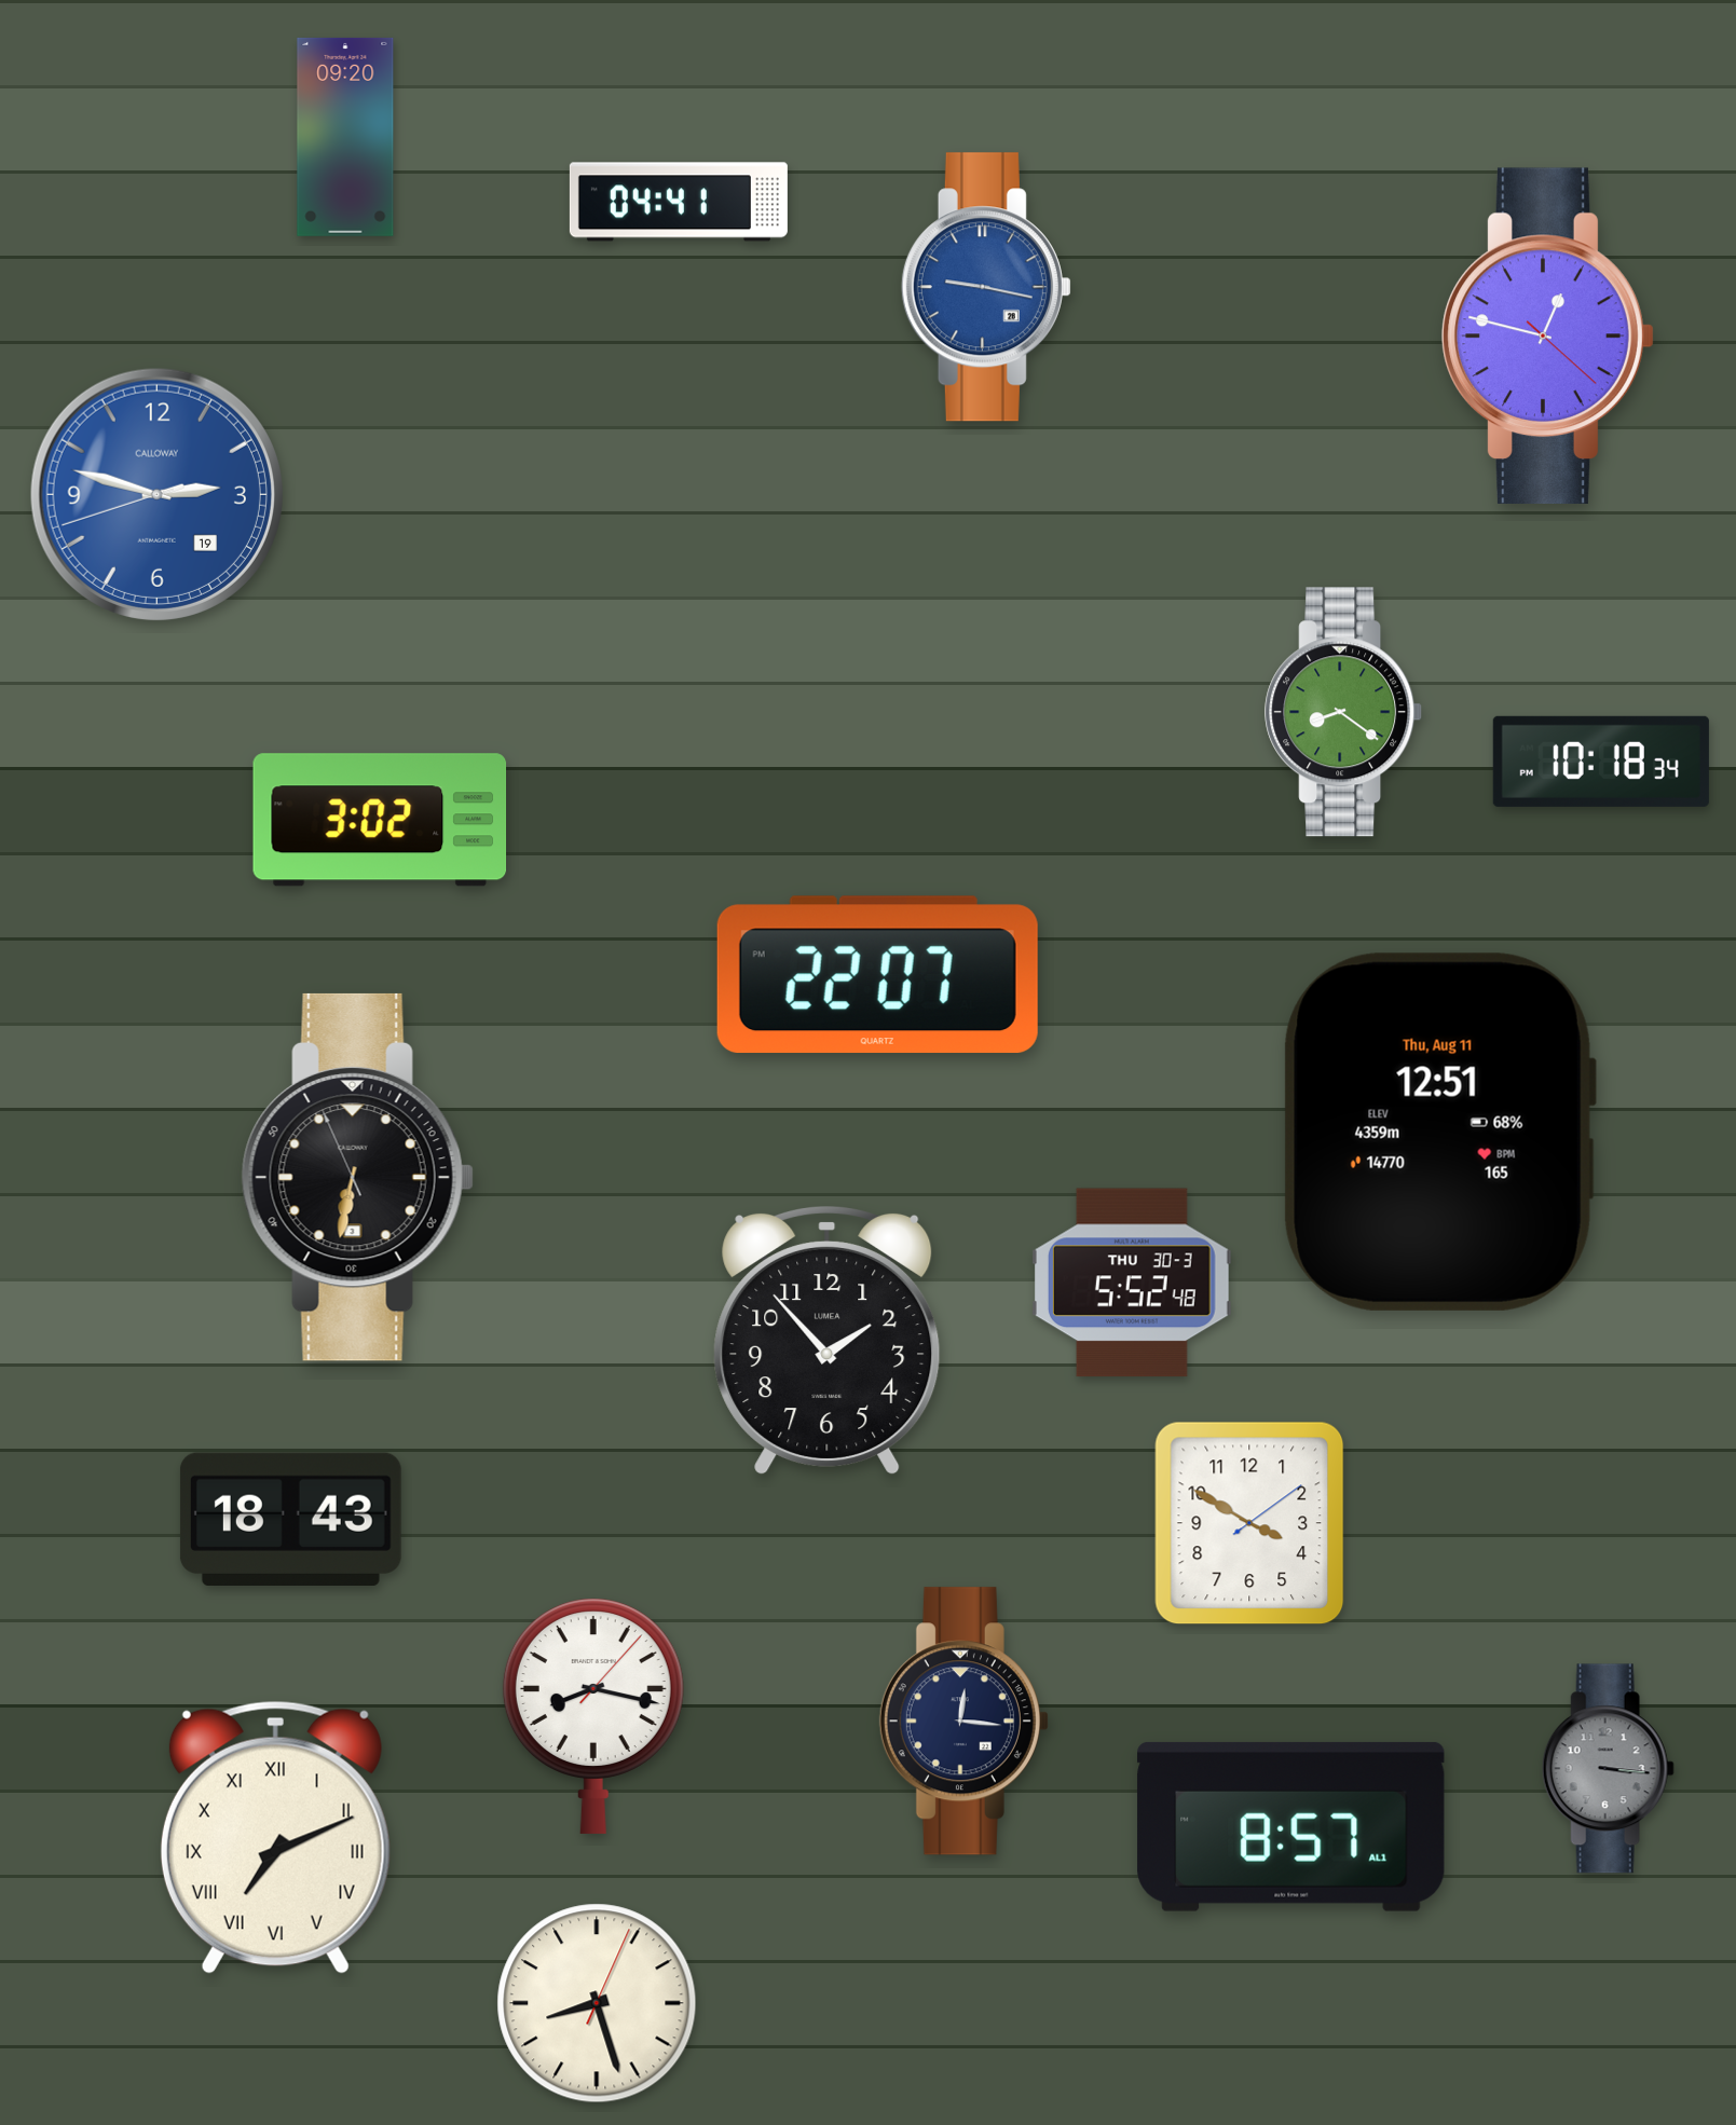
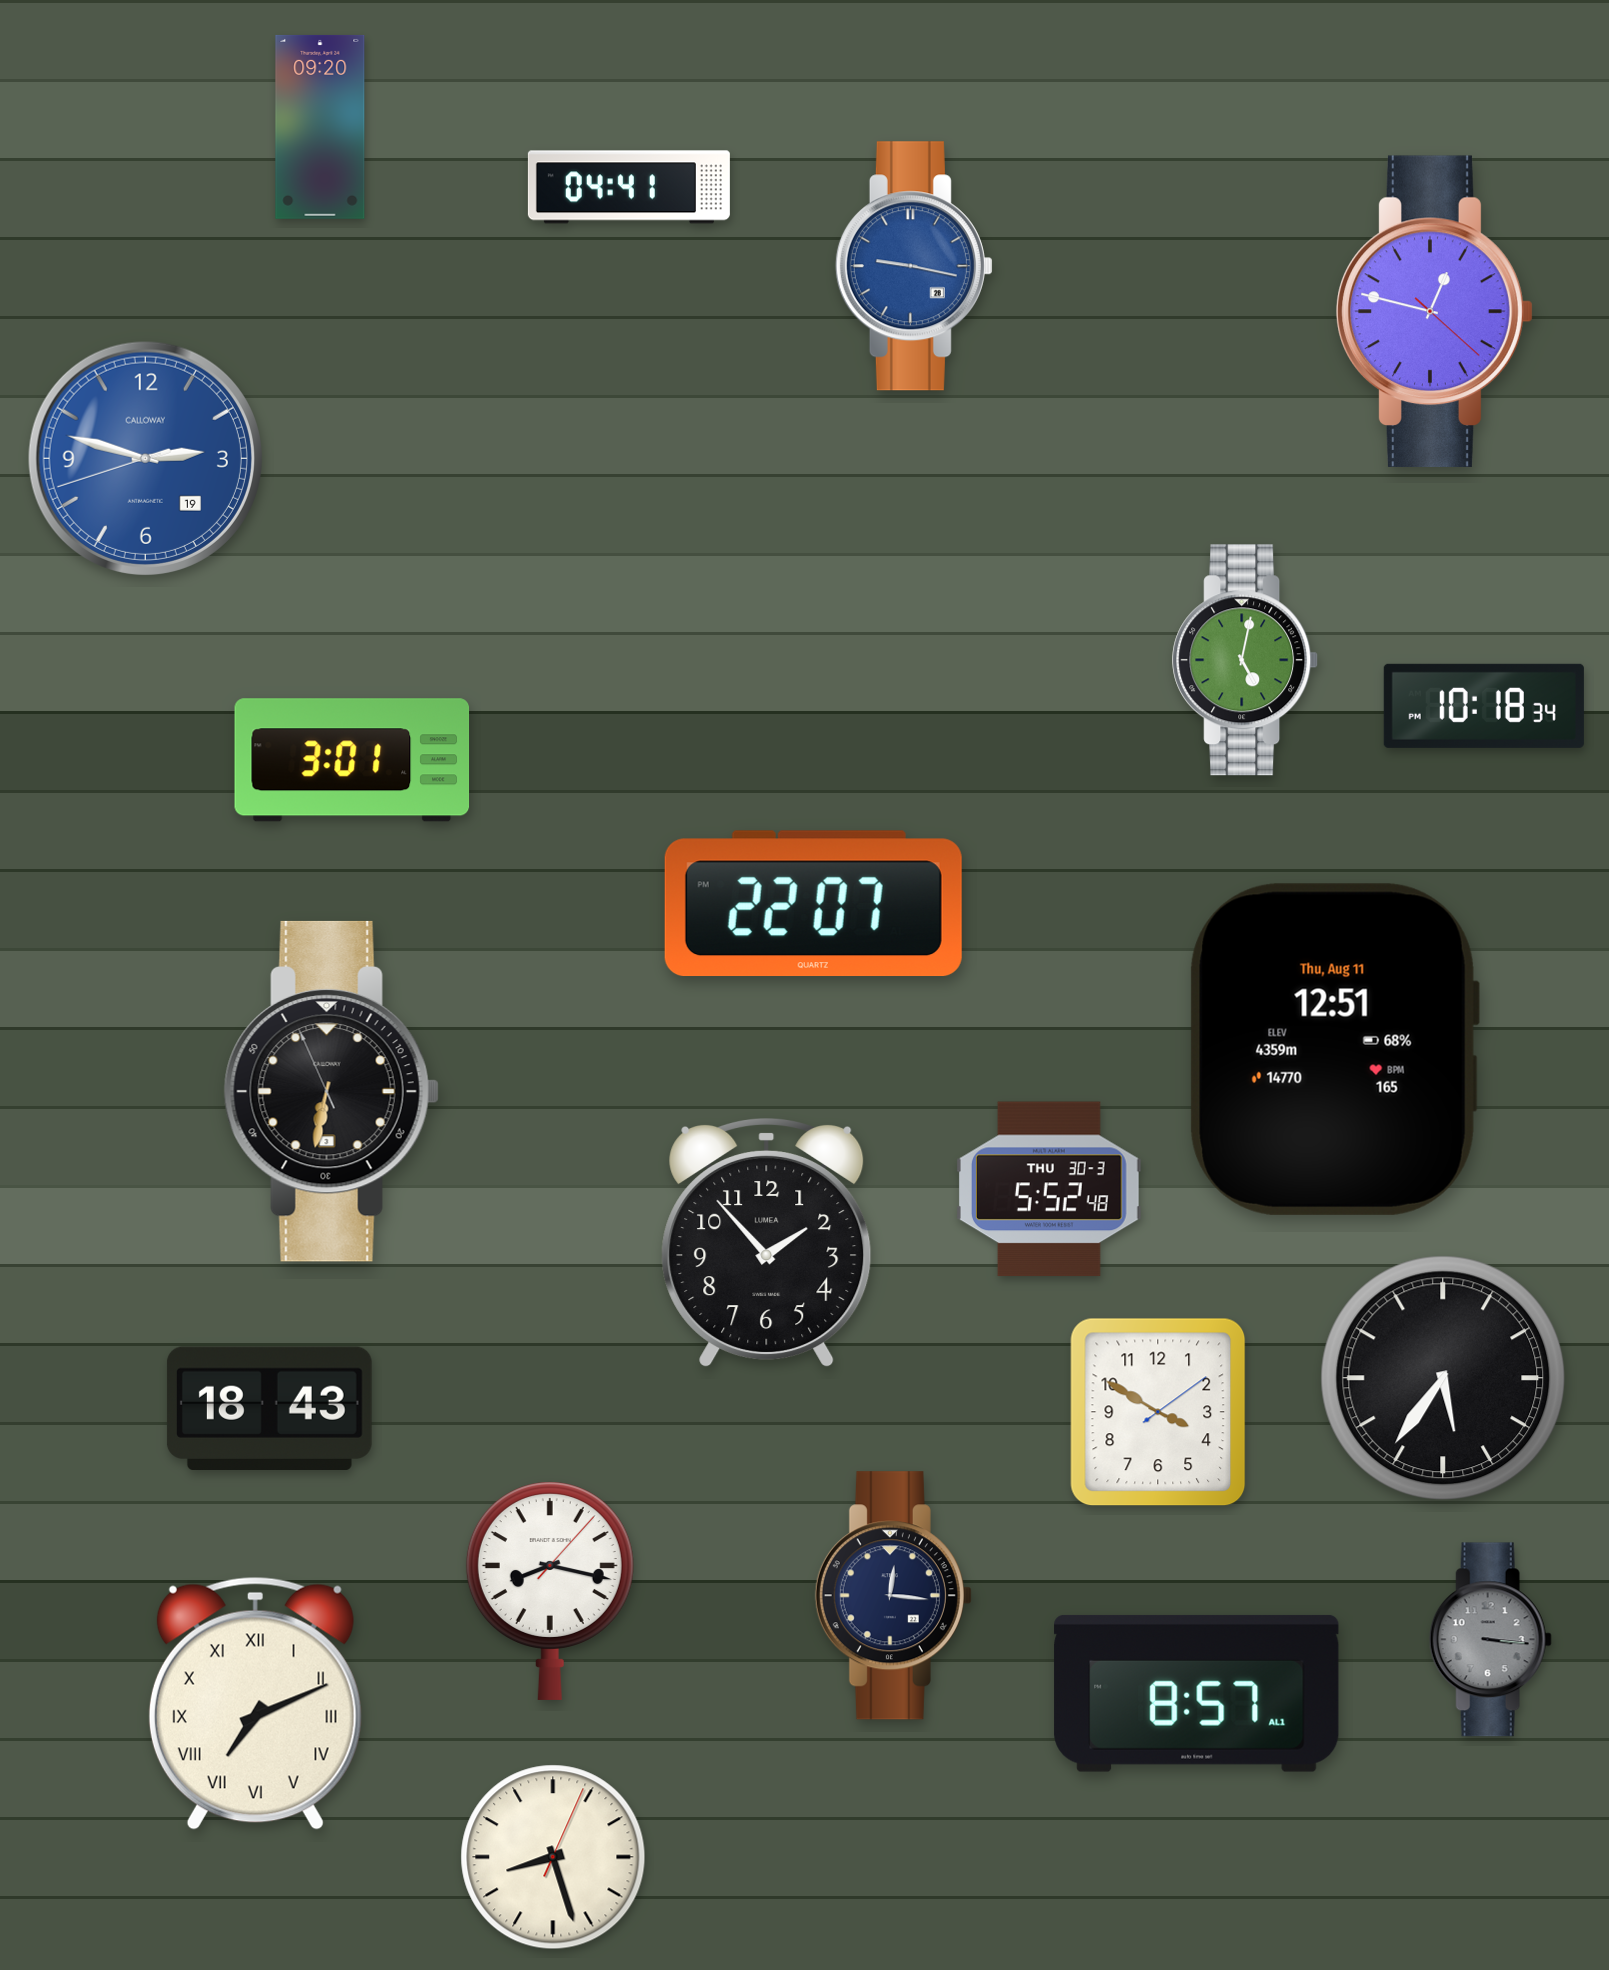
clock at (1344, 712): 8:21 -> 5:02
clock at (380, 820): 3:02 -> 3:01
clock at (1443, 1378): none -> 5:36
